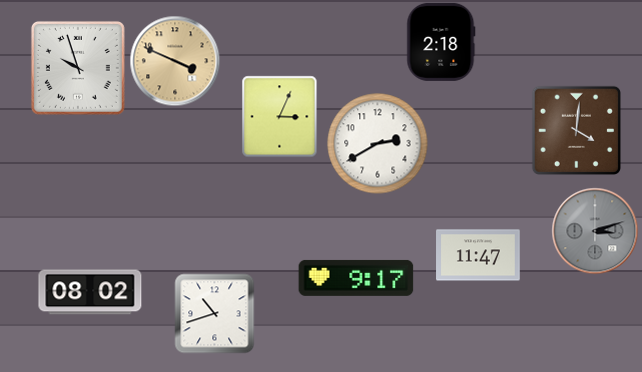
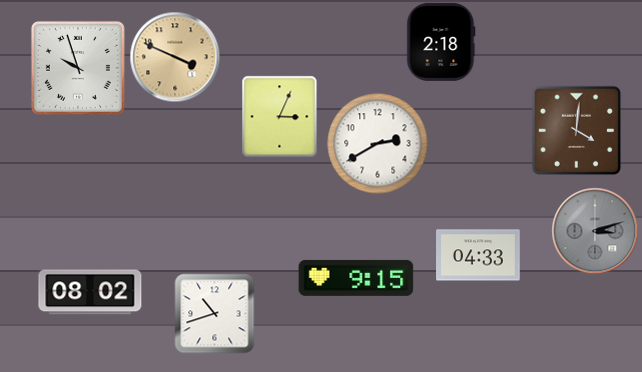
clock at (175, 61) position: (175, 61) -> (175, 57)
clock at (478, 255): 11:47 -> 04:33
clock at (356, 278): 9:17 -> 9:15
